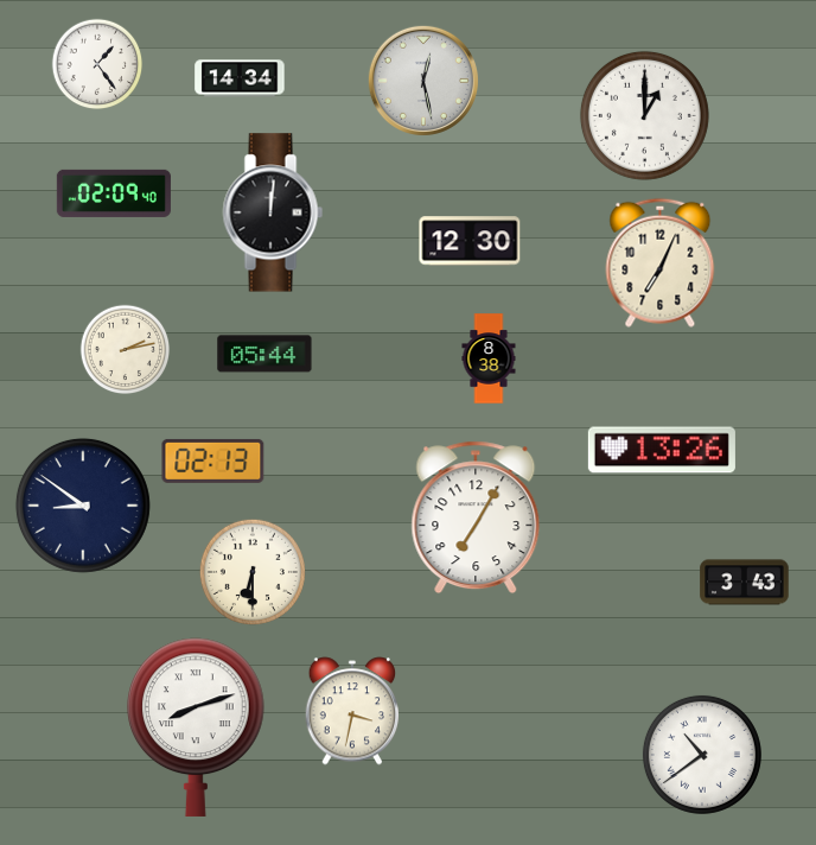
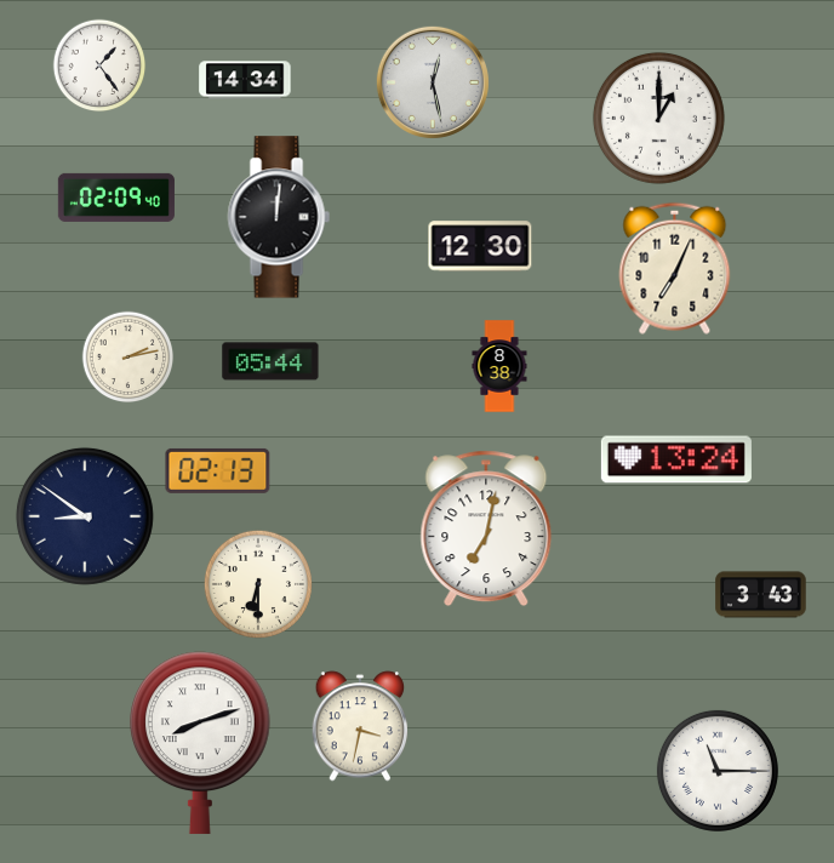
clock at (662, 450): 13:26 -> 13:24
clock at (476, 517): 7:05 -> 7:02
clock at (702, 755): 10:39 -> 11:15
